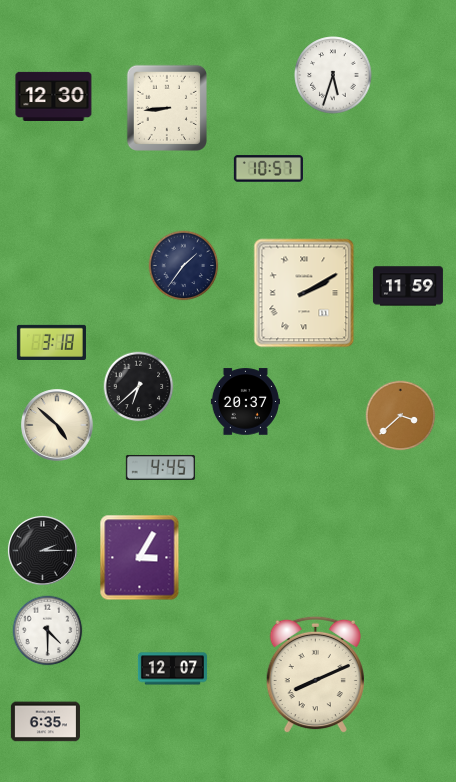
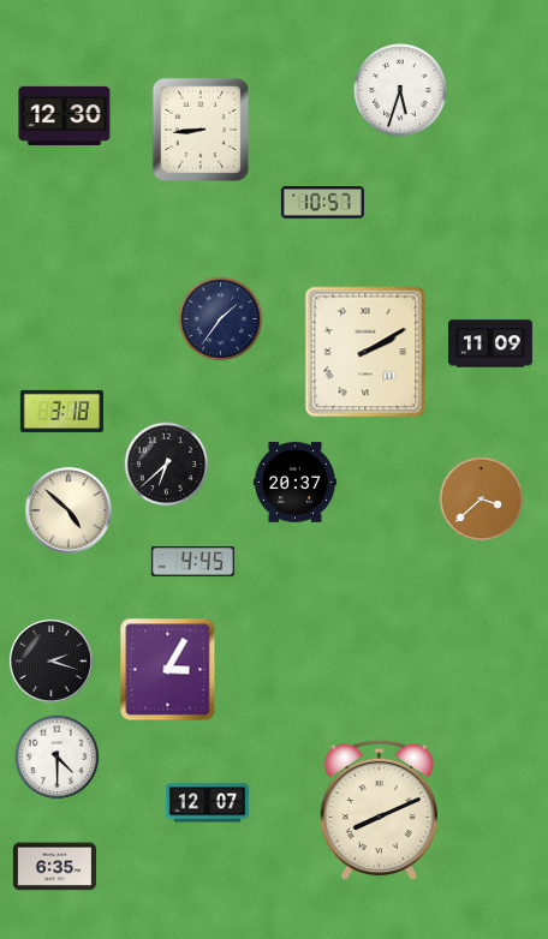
clock at (408, 286): 11:59 -> 11:09
clock at (42, 550): 2:15 -> 2:18
